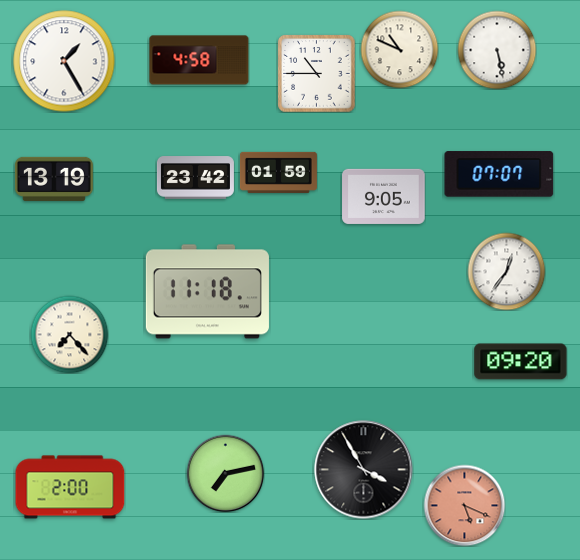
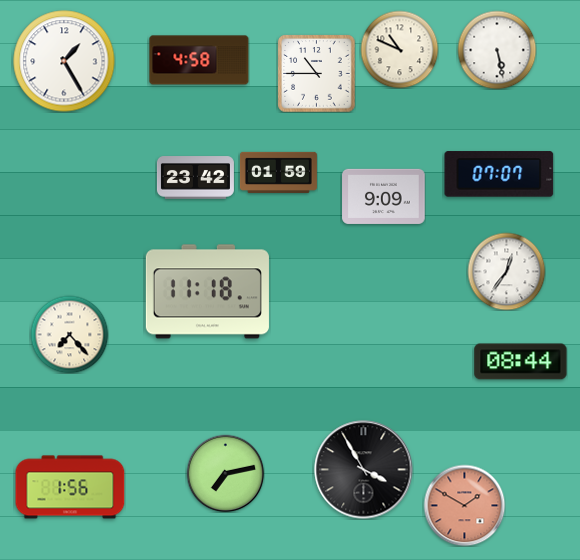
clock at (54, 179): 13:19 -> none
clock at (384, 196): 9:05 -> 9:09
clock at (521, 362): 09:20 -> 08:44
clock at (70, 487): 2:00 -> 1:56
clock at (464, 505): 5:19 -> 1:50
